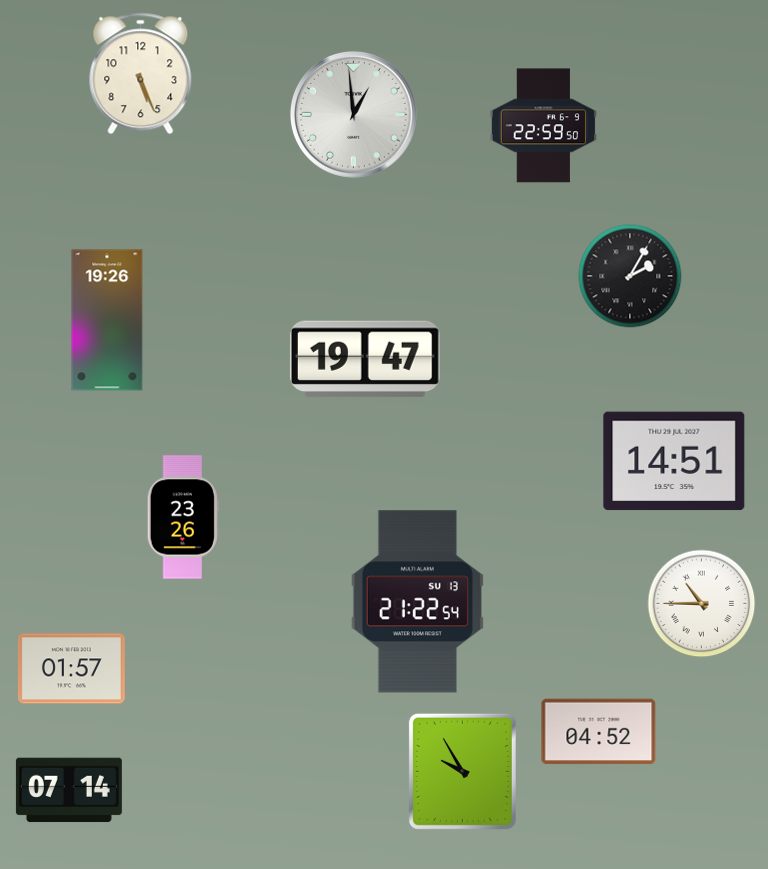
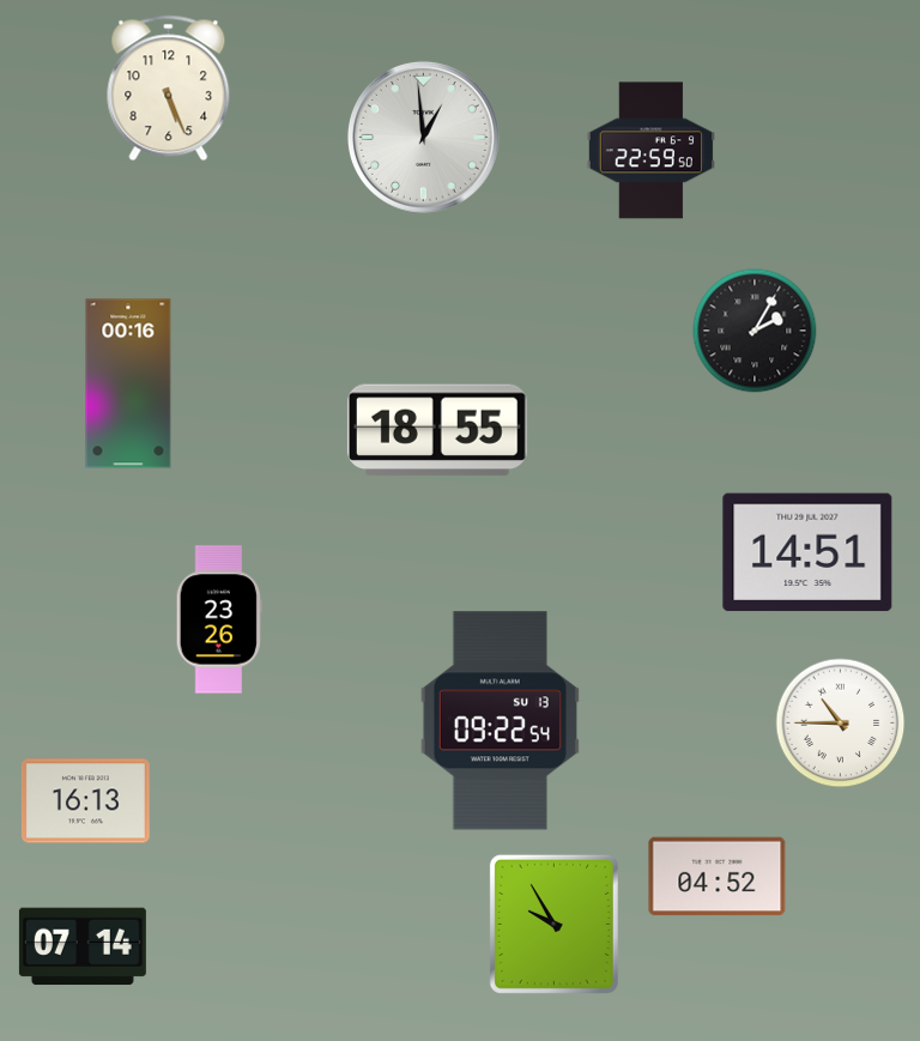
clock at (107, 320): 19:26 -> 00:16
clock at (365, 359): 19:47 -> 18:55
clock at (417, 602): 21:22 -> 09:22
clock at (71, 669): 01:57 -> 16:13
